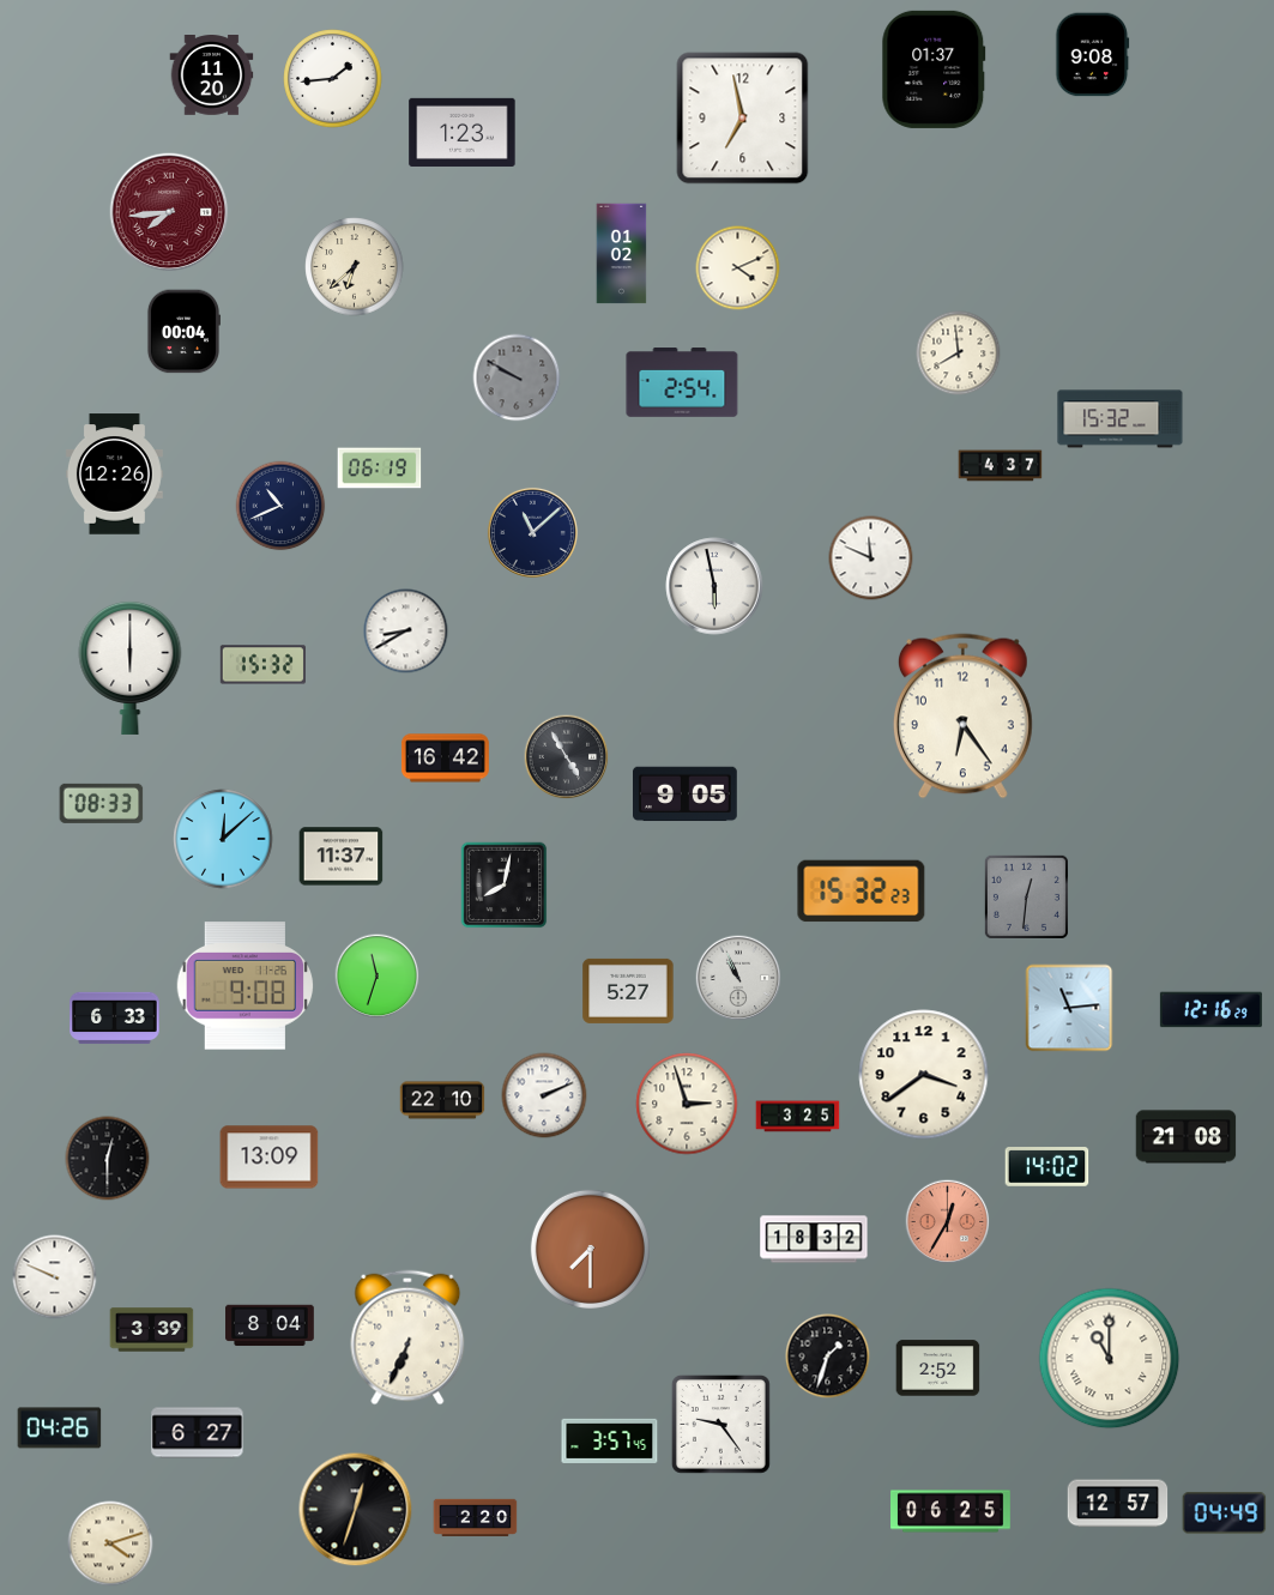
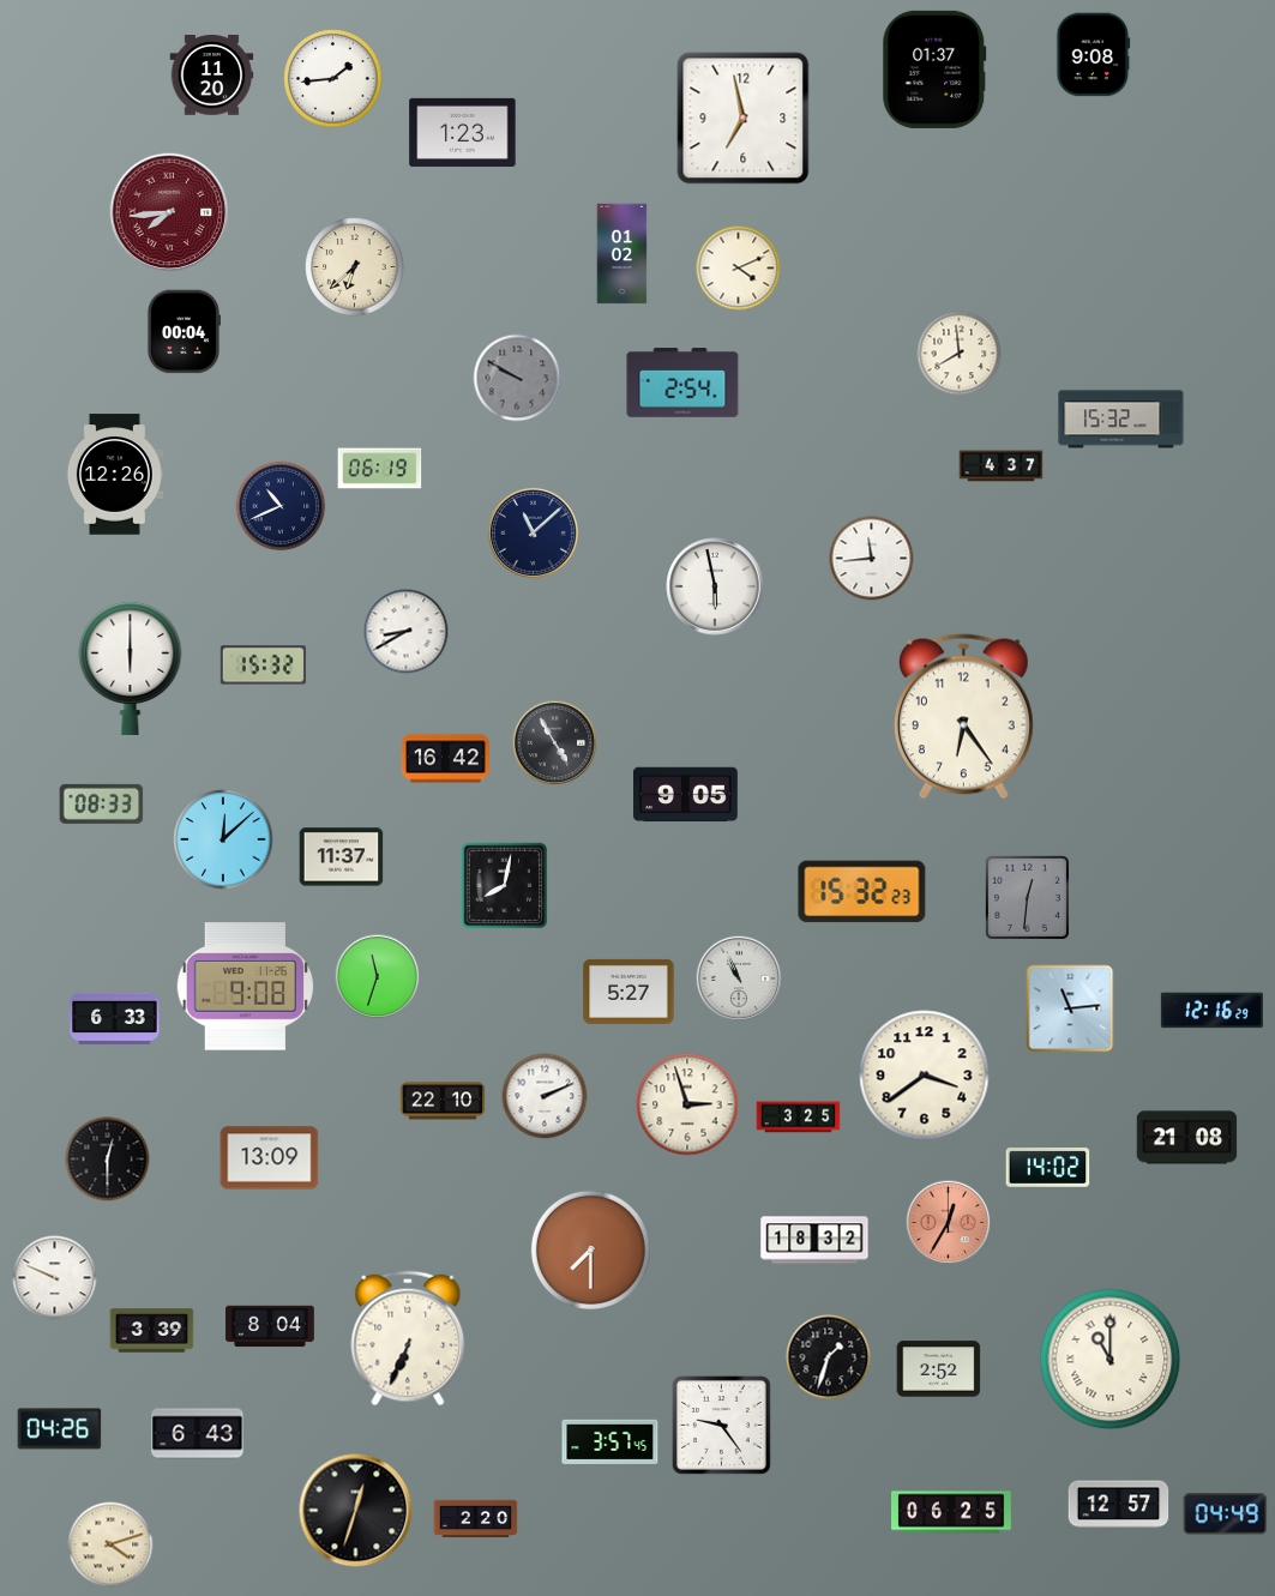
clock at (871, 558): 11:49 -> 11:44
clock at (567, 757) position: (567, 757) -> (555, 743)
clock at (198, 1433): 6:27 -> 6:43
